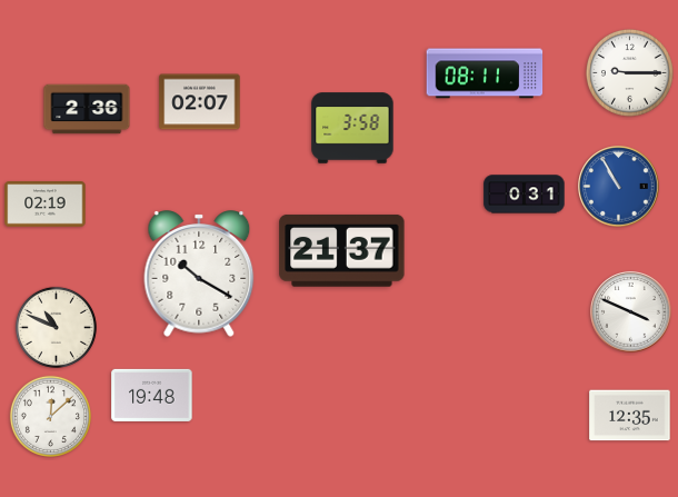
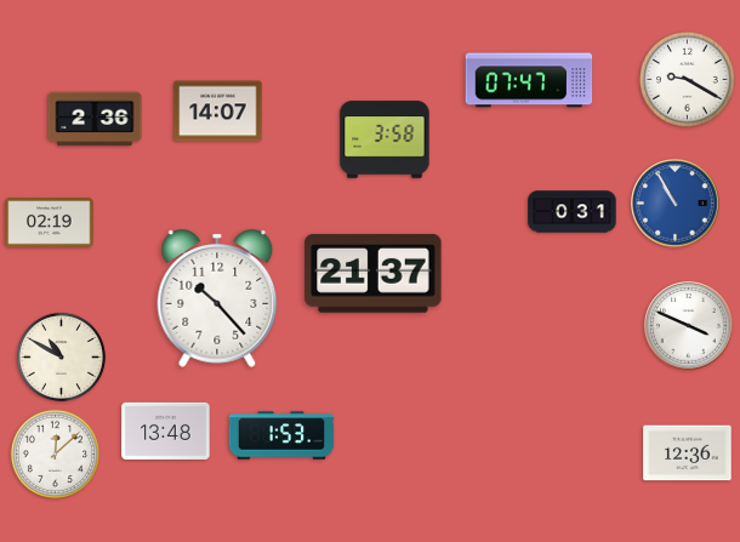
clock at (629, 72): 9:15 -> 9:20
clock at (485, 73): 08:11 -> 07:47
clock at (200, 102): 02:07 -> 14:07
clock at (199, 274): 10:20 -> 10:23
clock at (631, 312) position: (631, 312) -> (689, 326)
clock at (56, 327): 10:49 -> 10:50
clock at (152, 395): 19:48 -> 13:48
clock at (281, 435): none -> 1:53
clock at (630, 416): 12:35 -> 12:36
